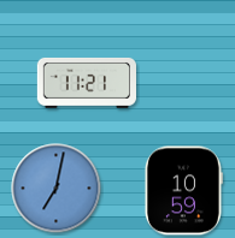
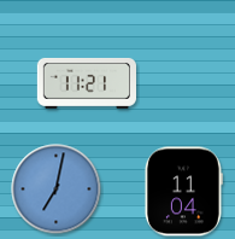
clock at (183, 191): 10:59 -> 11:04
